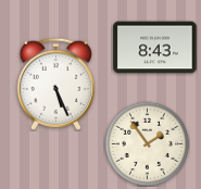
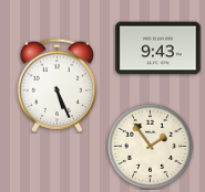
clock at (155, 48): 8:43 -> 9:43
